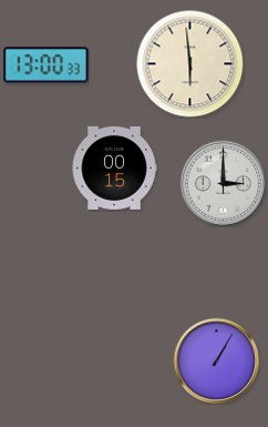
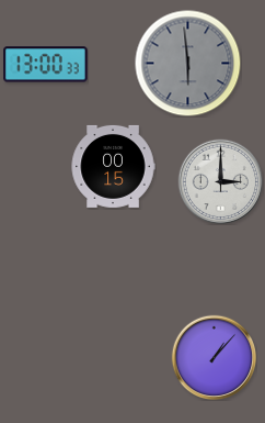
clock at (189, 63) dial: cream -> grey
clock at (216, 360): 1:05 -> 1:07
